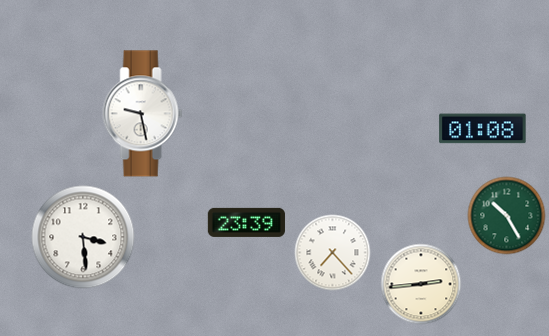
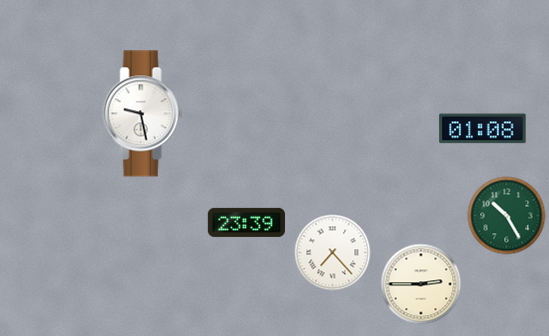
clock at (83, 237): 3:29 -> none
clock at (421, 284): 2:44 -> 2:45
